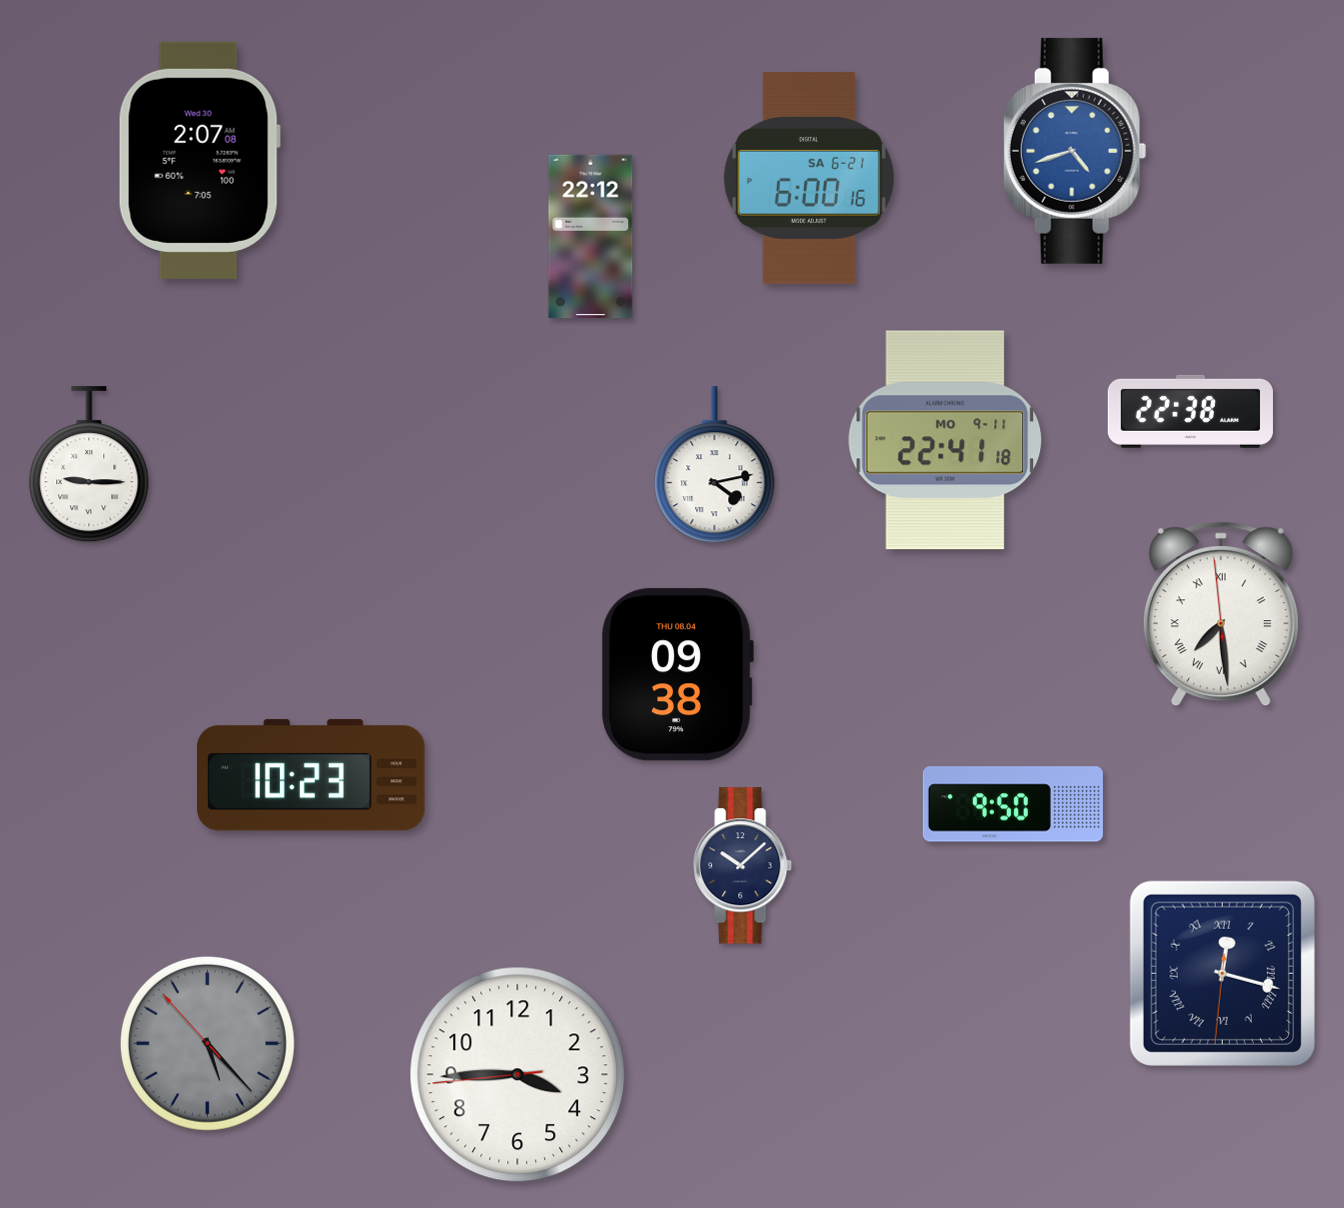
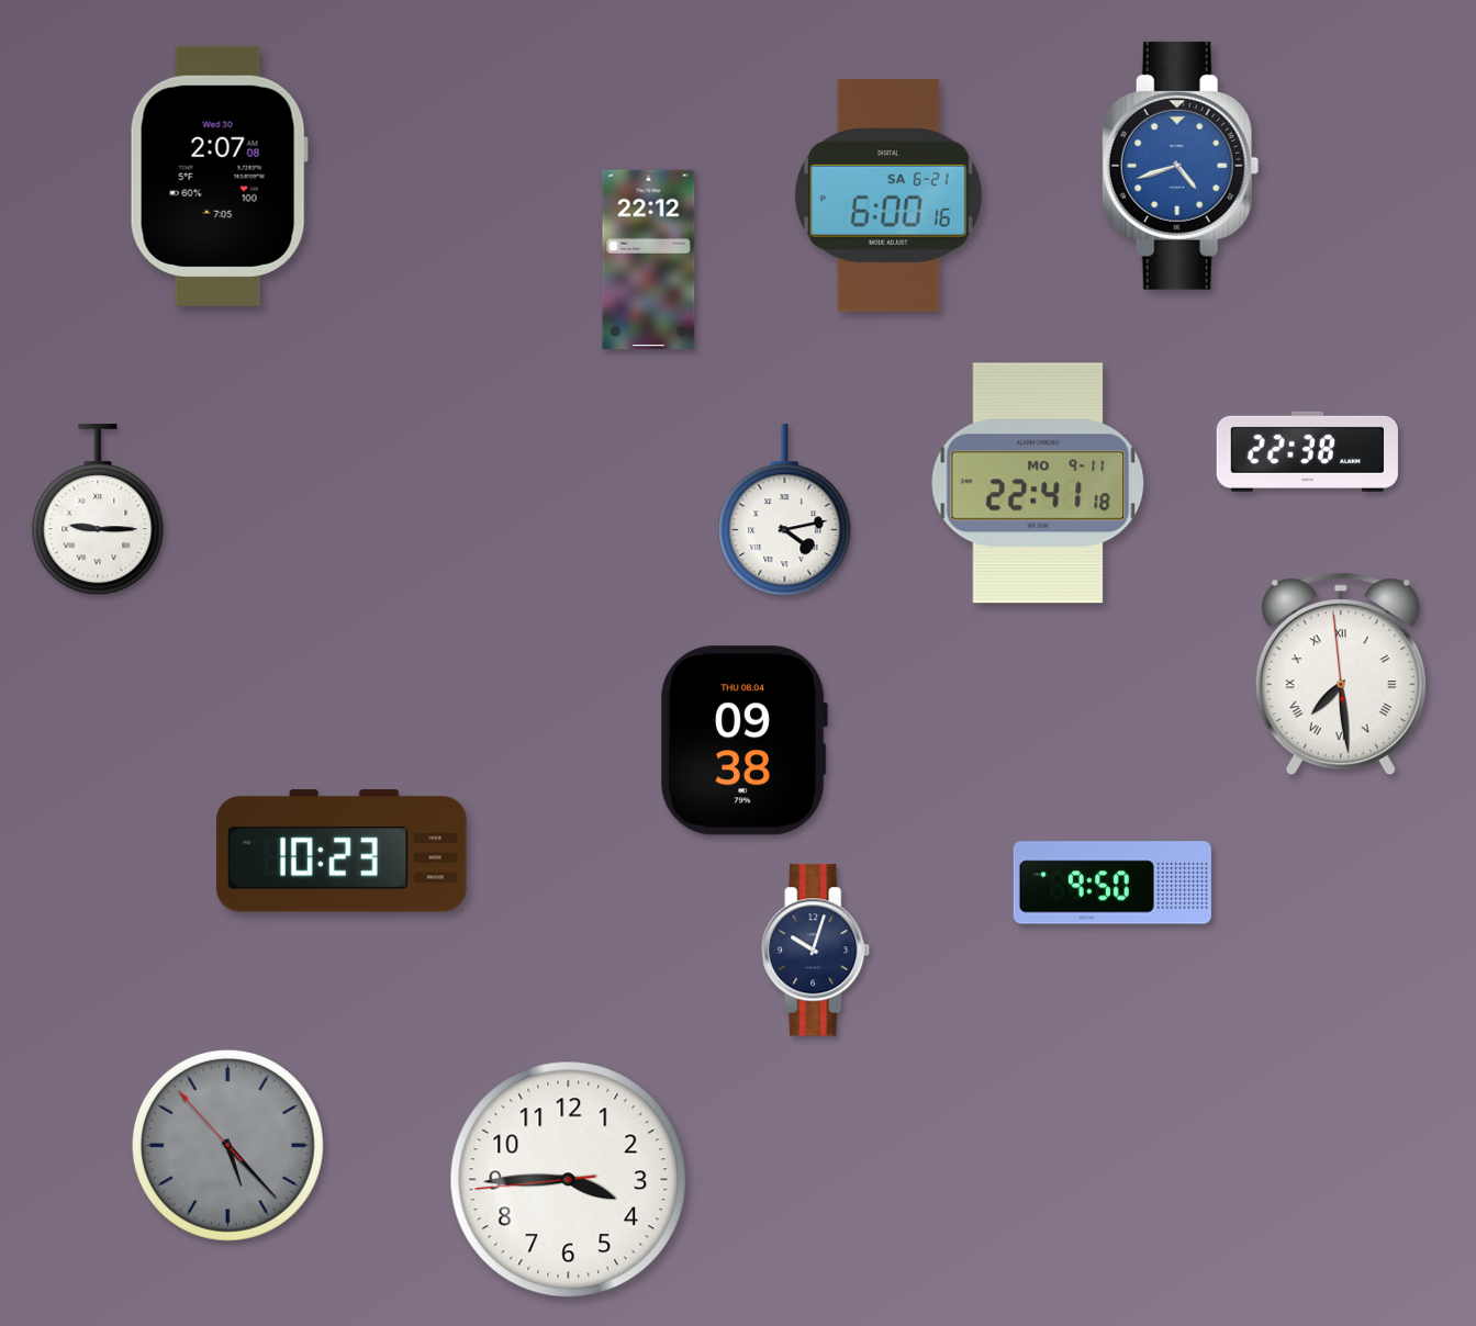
clock at (743, 866): 10:08 -> 10:03
clock at (1222, 973): 12:17 -> none
